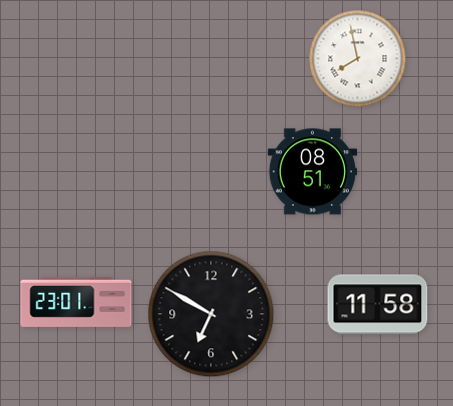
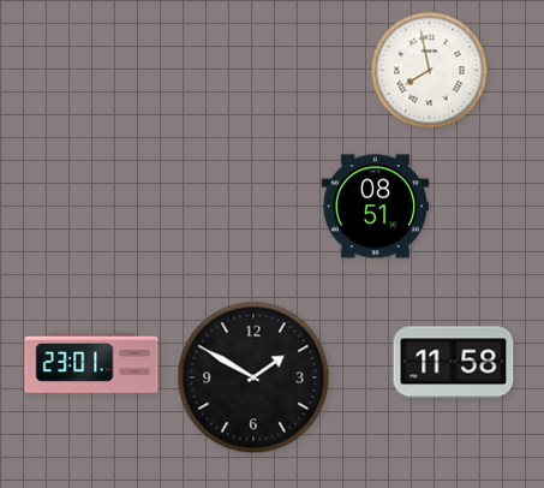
clock at (378, 305) position: (378, 305) -> (454, 363)
clock at (211, 314): 6:50 -> 1:50
